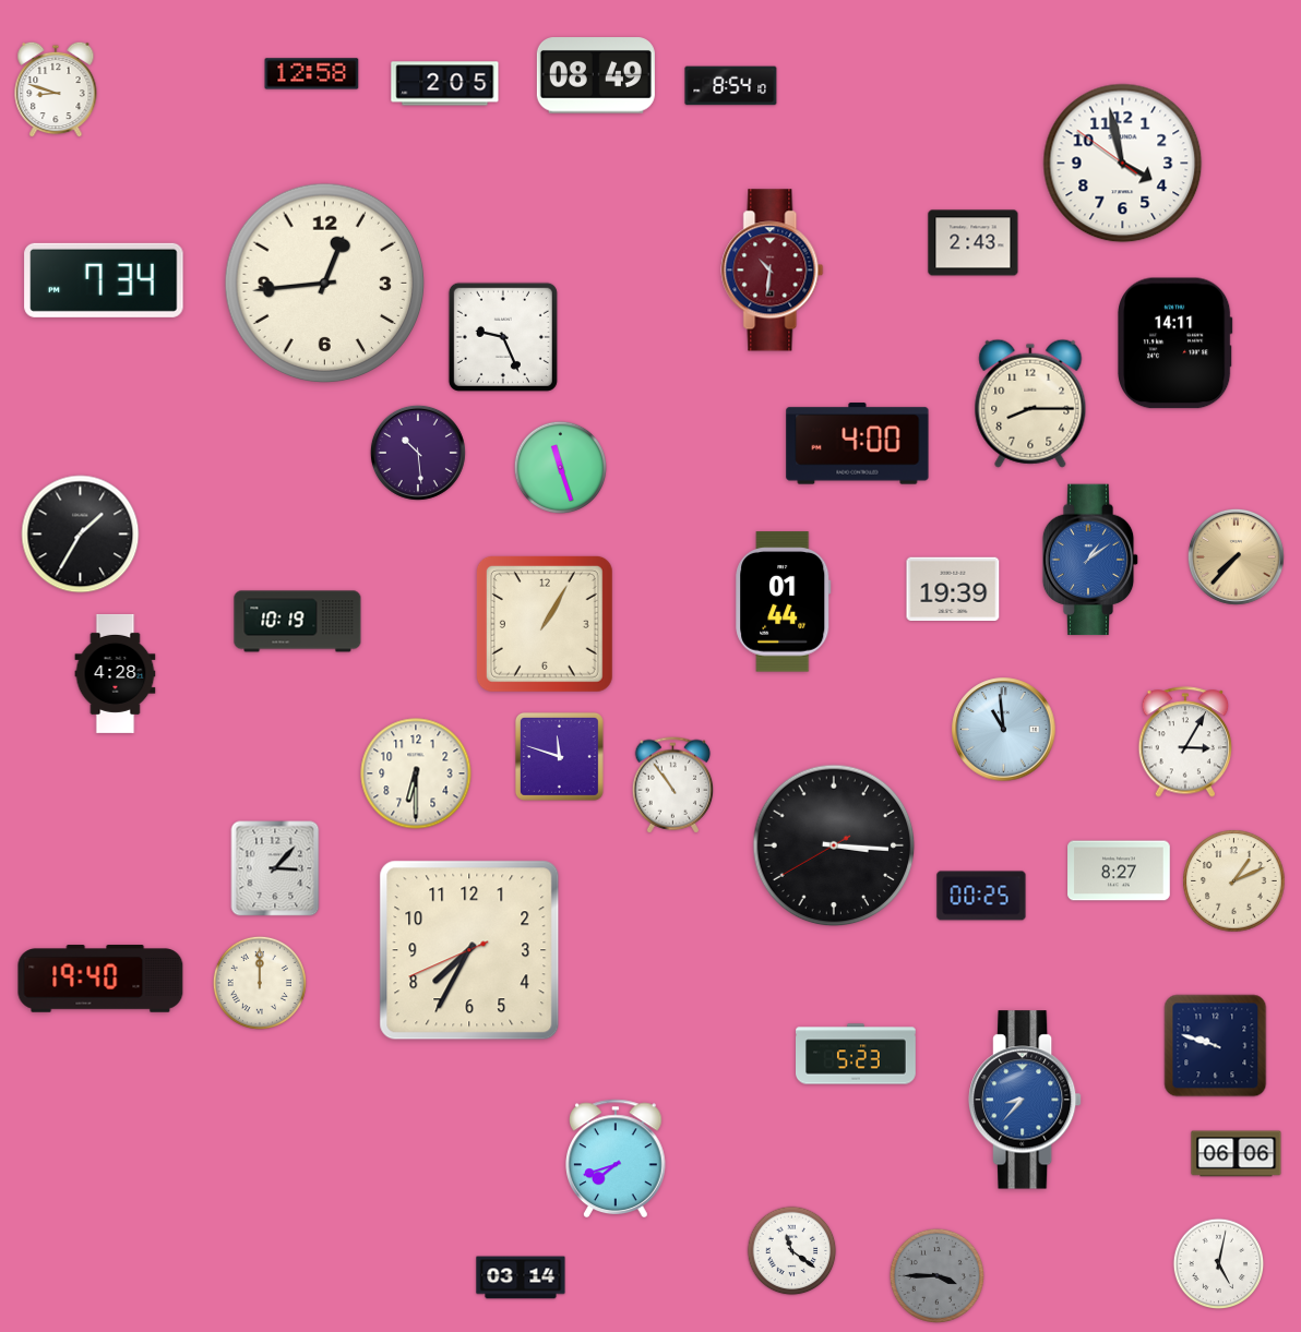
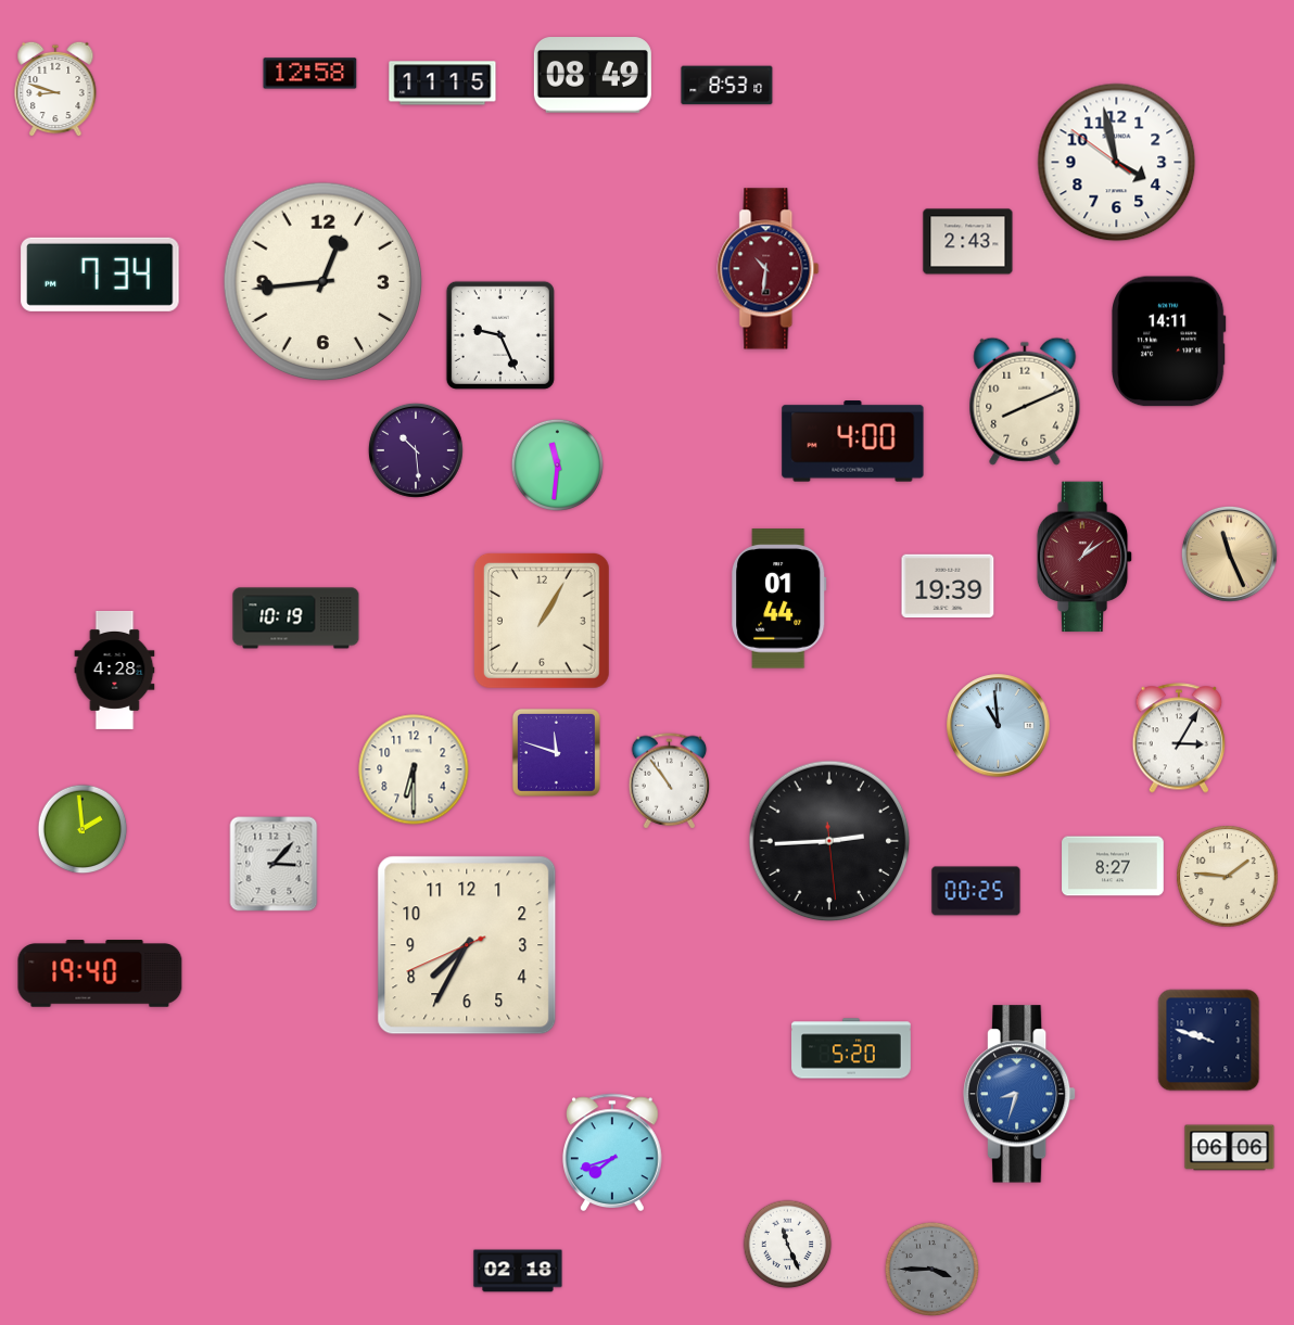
clock at (445, 84): 2:05 -> 11:15
clock at (731, 86): 8:54 -> 8:53
clock at (104, 280) position: (104, 280) -> (100, 275)
clock at (1030, 404): 8:15 -> 8:11
clock at (560, 467): 11:27 -> 11:31
clock at (81, 535): 1:35 -> none
clock at (1236, 556): 7:37 -> 11:26
clock at (1090, 560) dial: blue -> burgundy
clock at (83, 829): none -> 1:59
clock at (834, 845): 3:15 -> 2:44
clock at (1234, 881): 1:11 -> 1:46
clock at (260, 983): 12:00 -> none
clock at (857, 1054): 5:23 -> 5:20
clock at (1026, 1100): 8:37 -> 8:33
clock at (792, 1251): 11:21 -> 11:26
clock at (1219, 1264): 5:02 -> none
clock at (521, 1277): 03:14 -> 02:18
